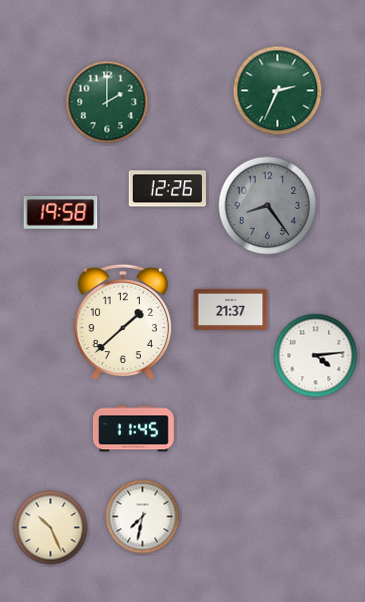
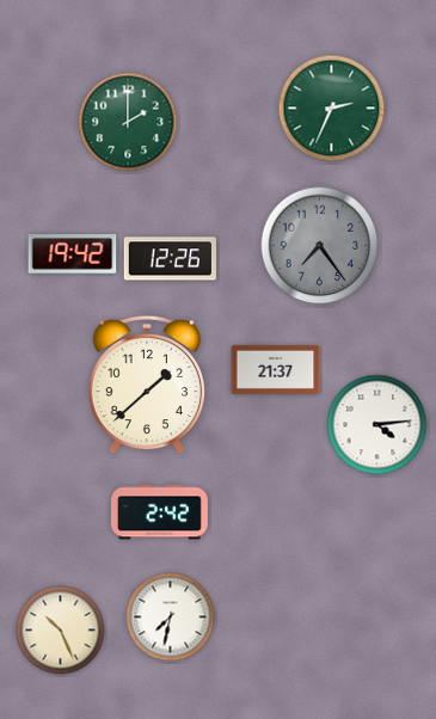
clock at (167, 189) position: (167, 189) -> (170, 259)
clock at (268, 206): 8:24 -> 7:24
clock at (61, 213): 19:58 -> 19:42
clock at (133, 429): 11:45 -> 2:42
